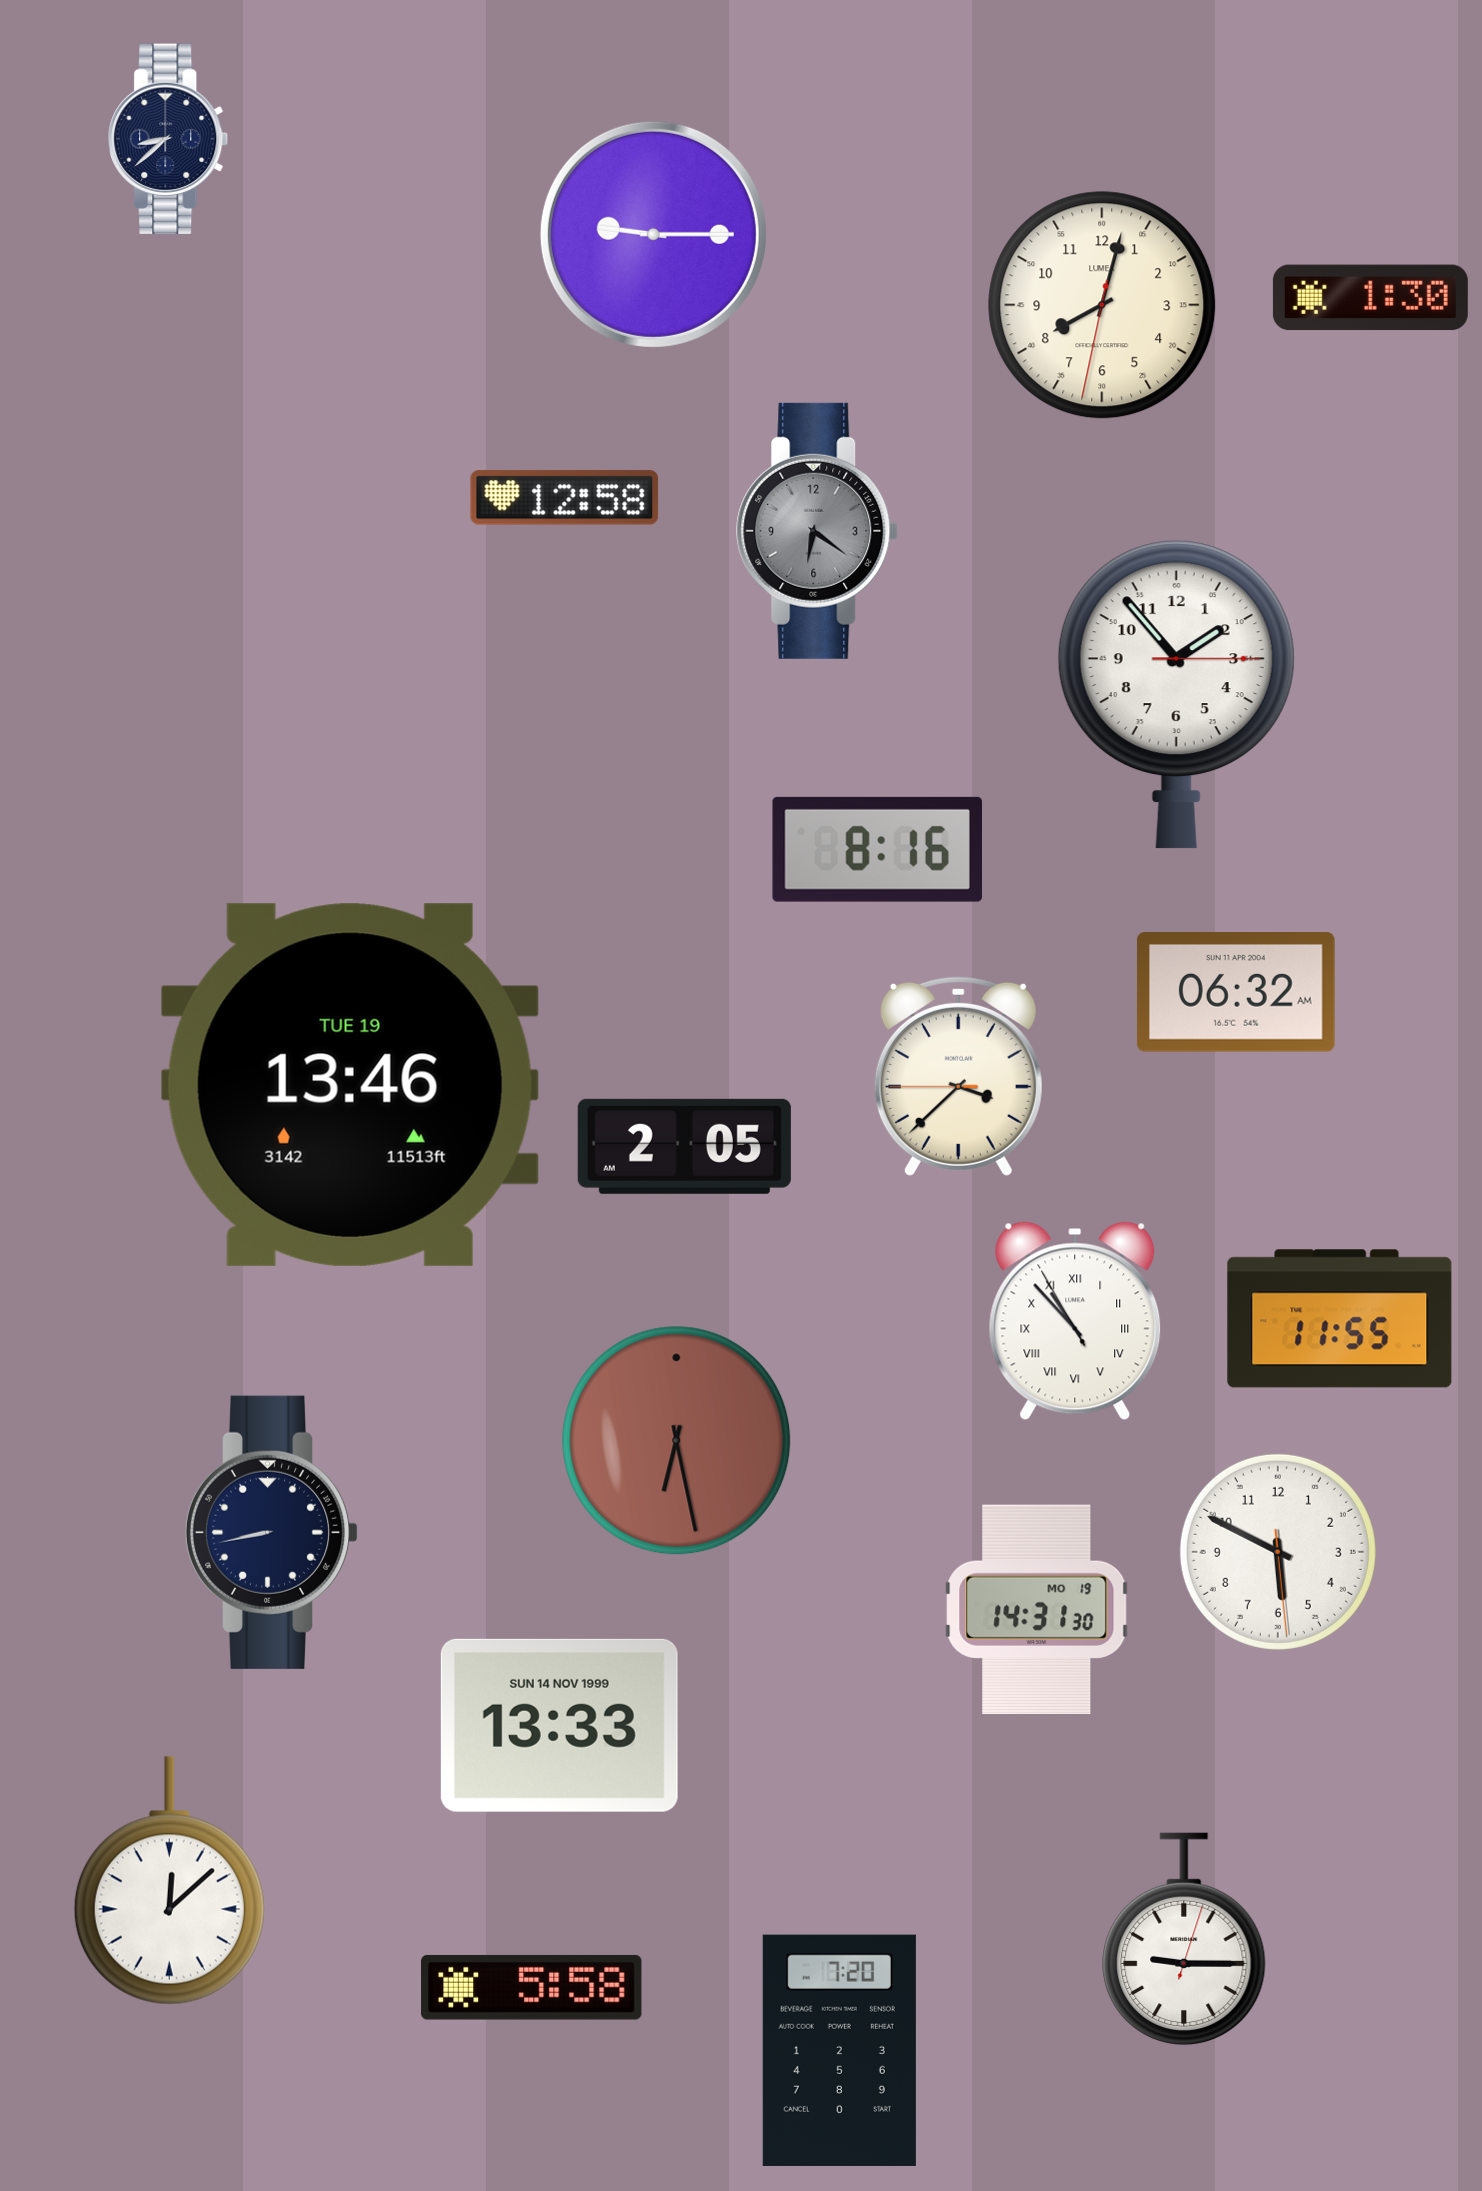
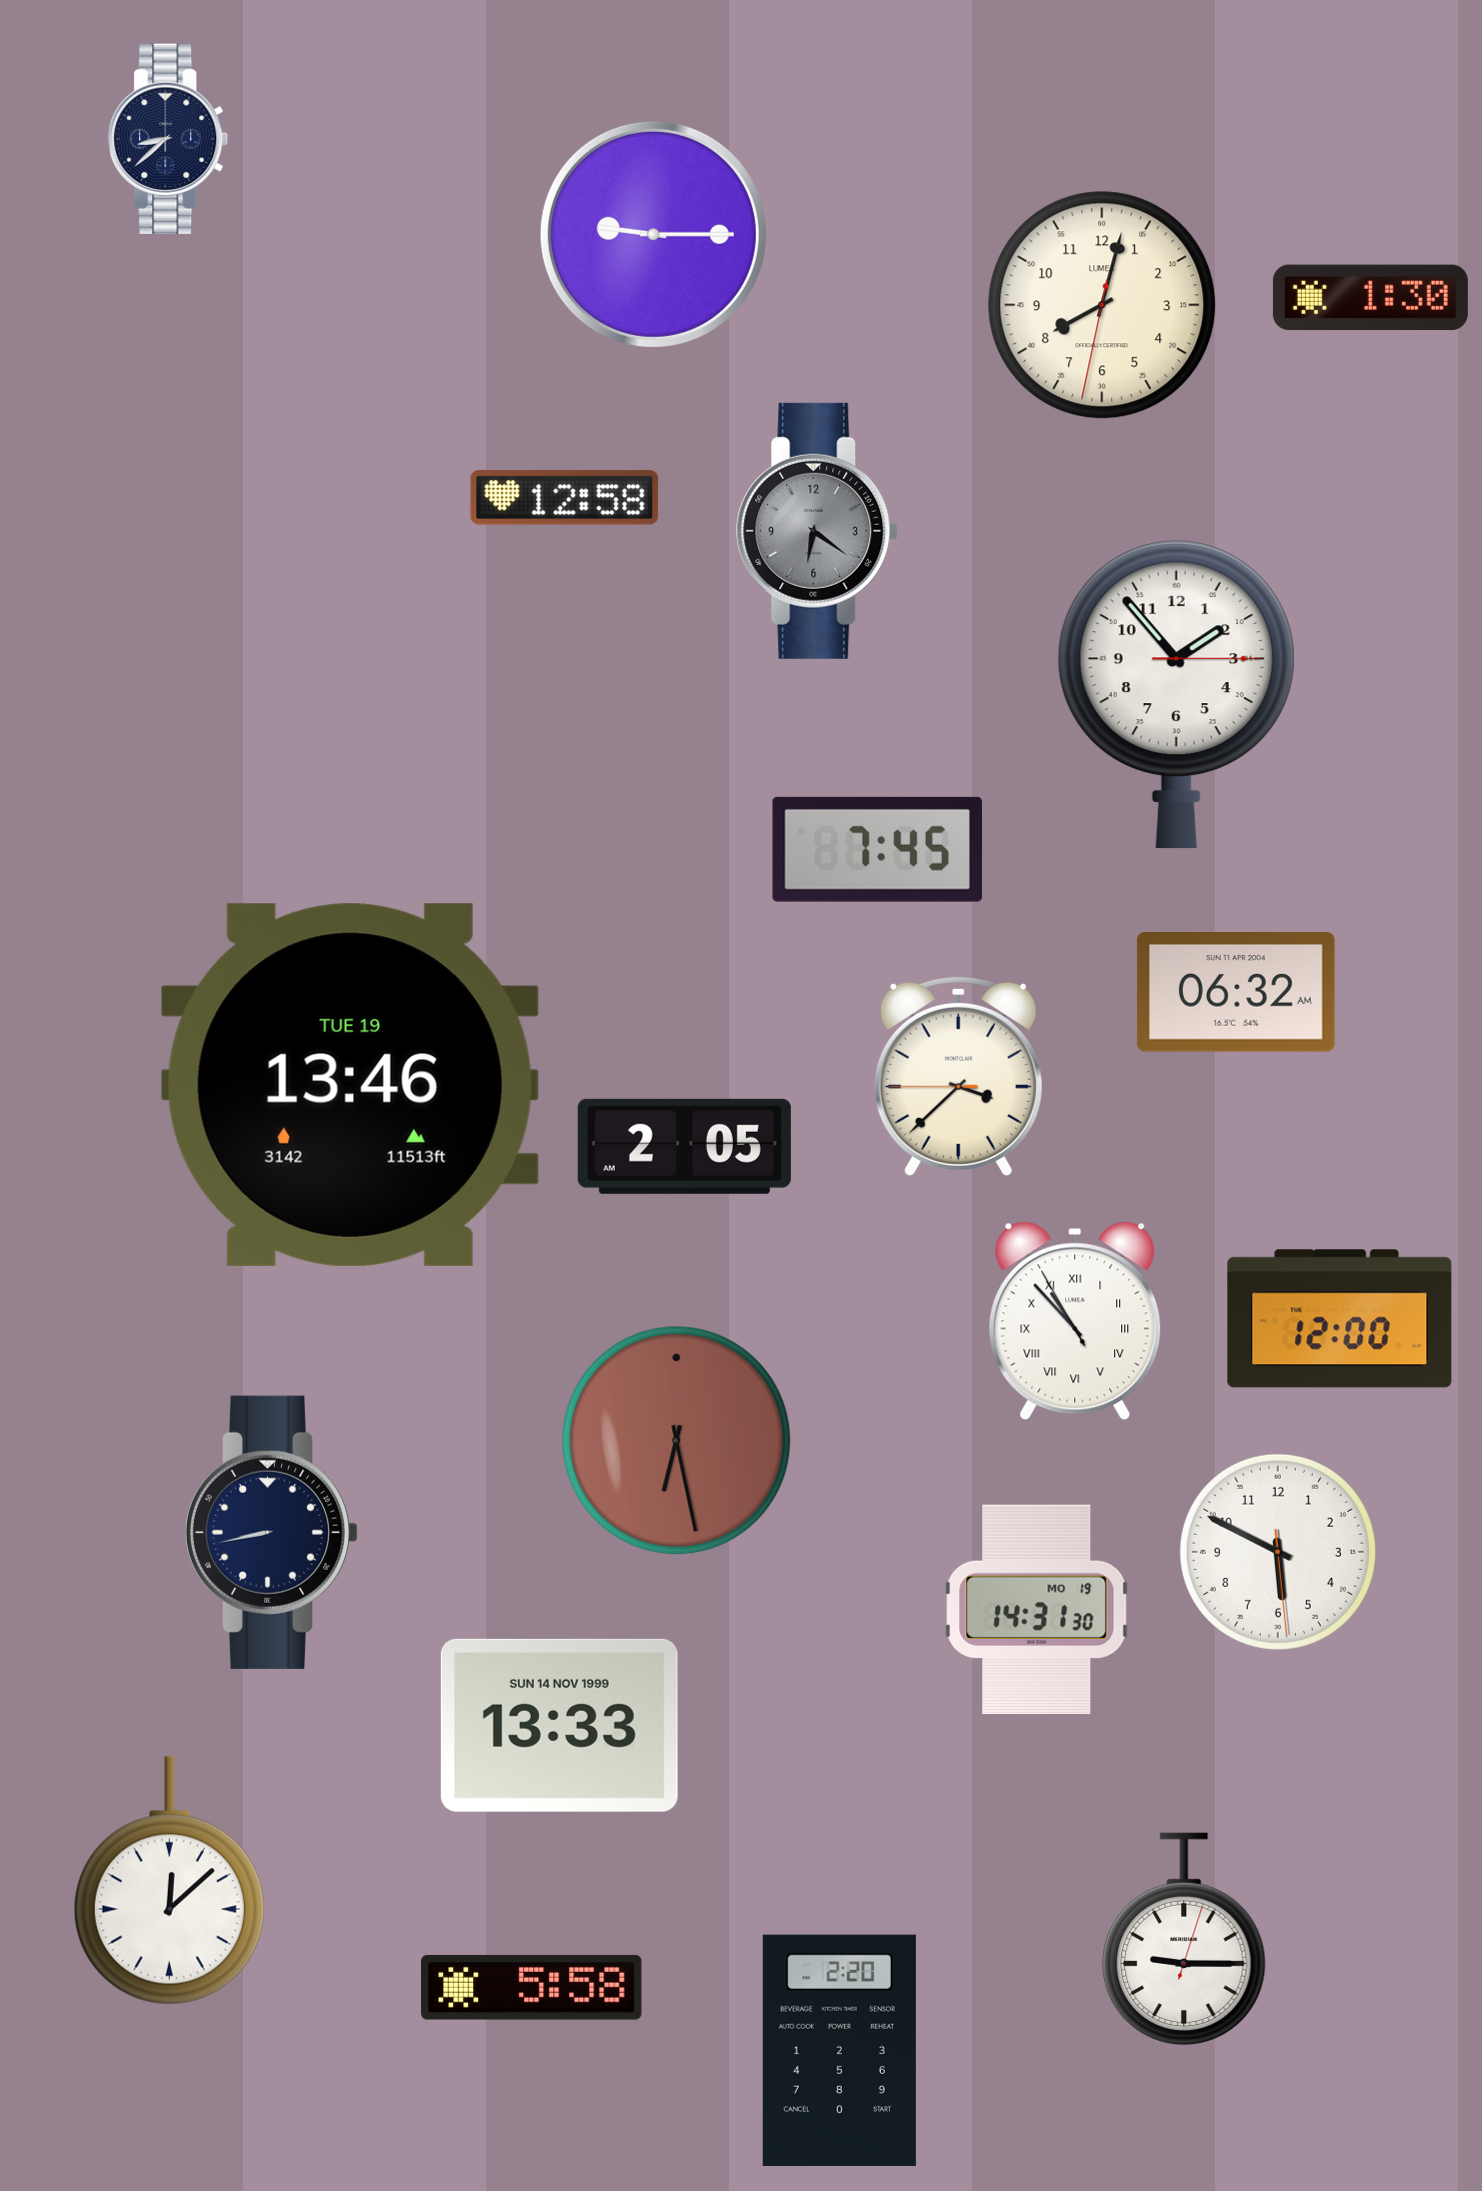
clock at (877, 849): 8:16 -> 7:45
clock at (1340, 1319): 11:55 -> 12:00
clock at (839, 2050): 7:20 -> 2:20
